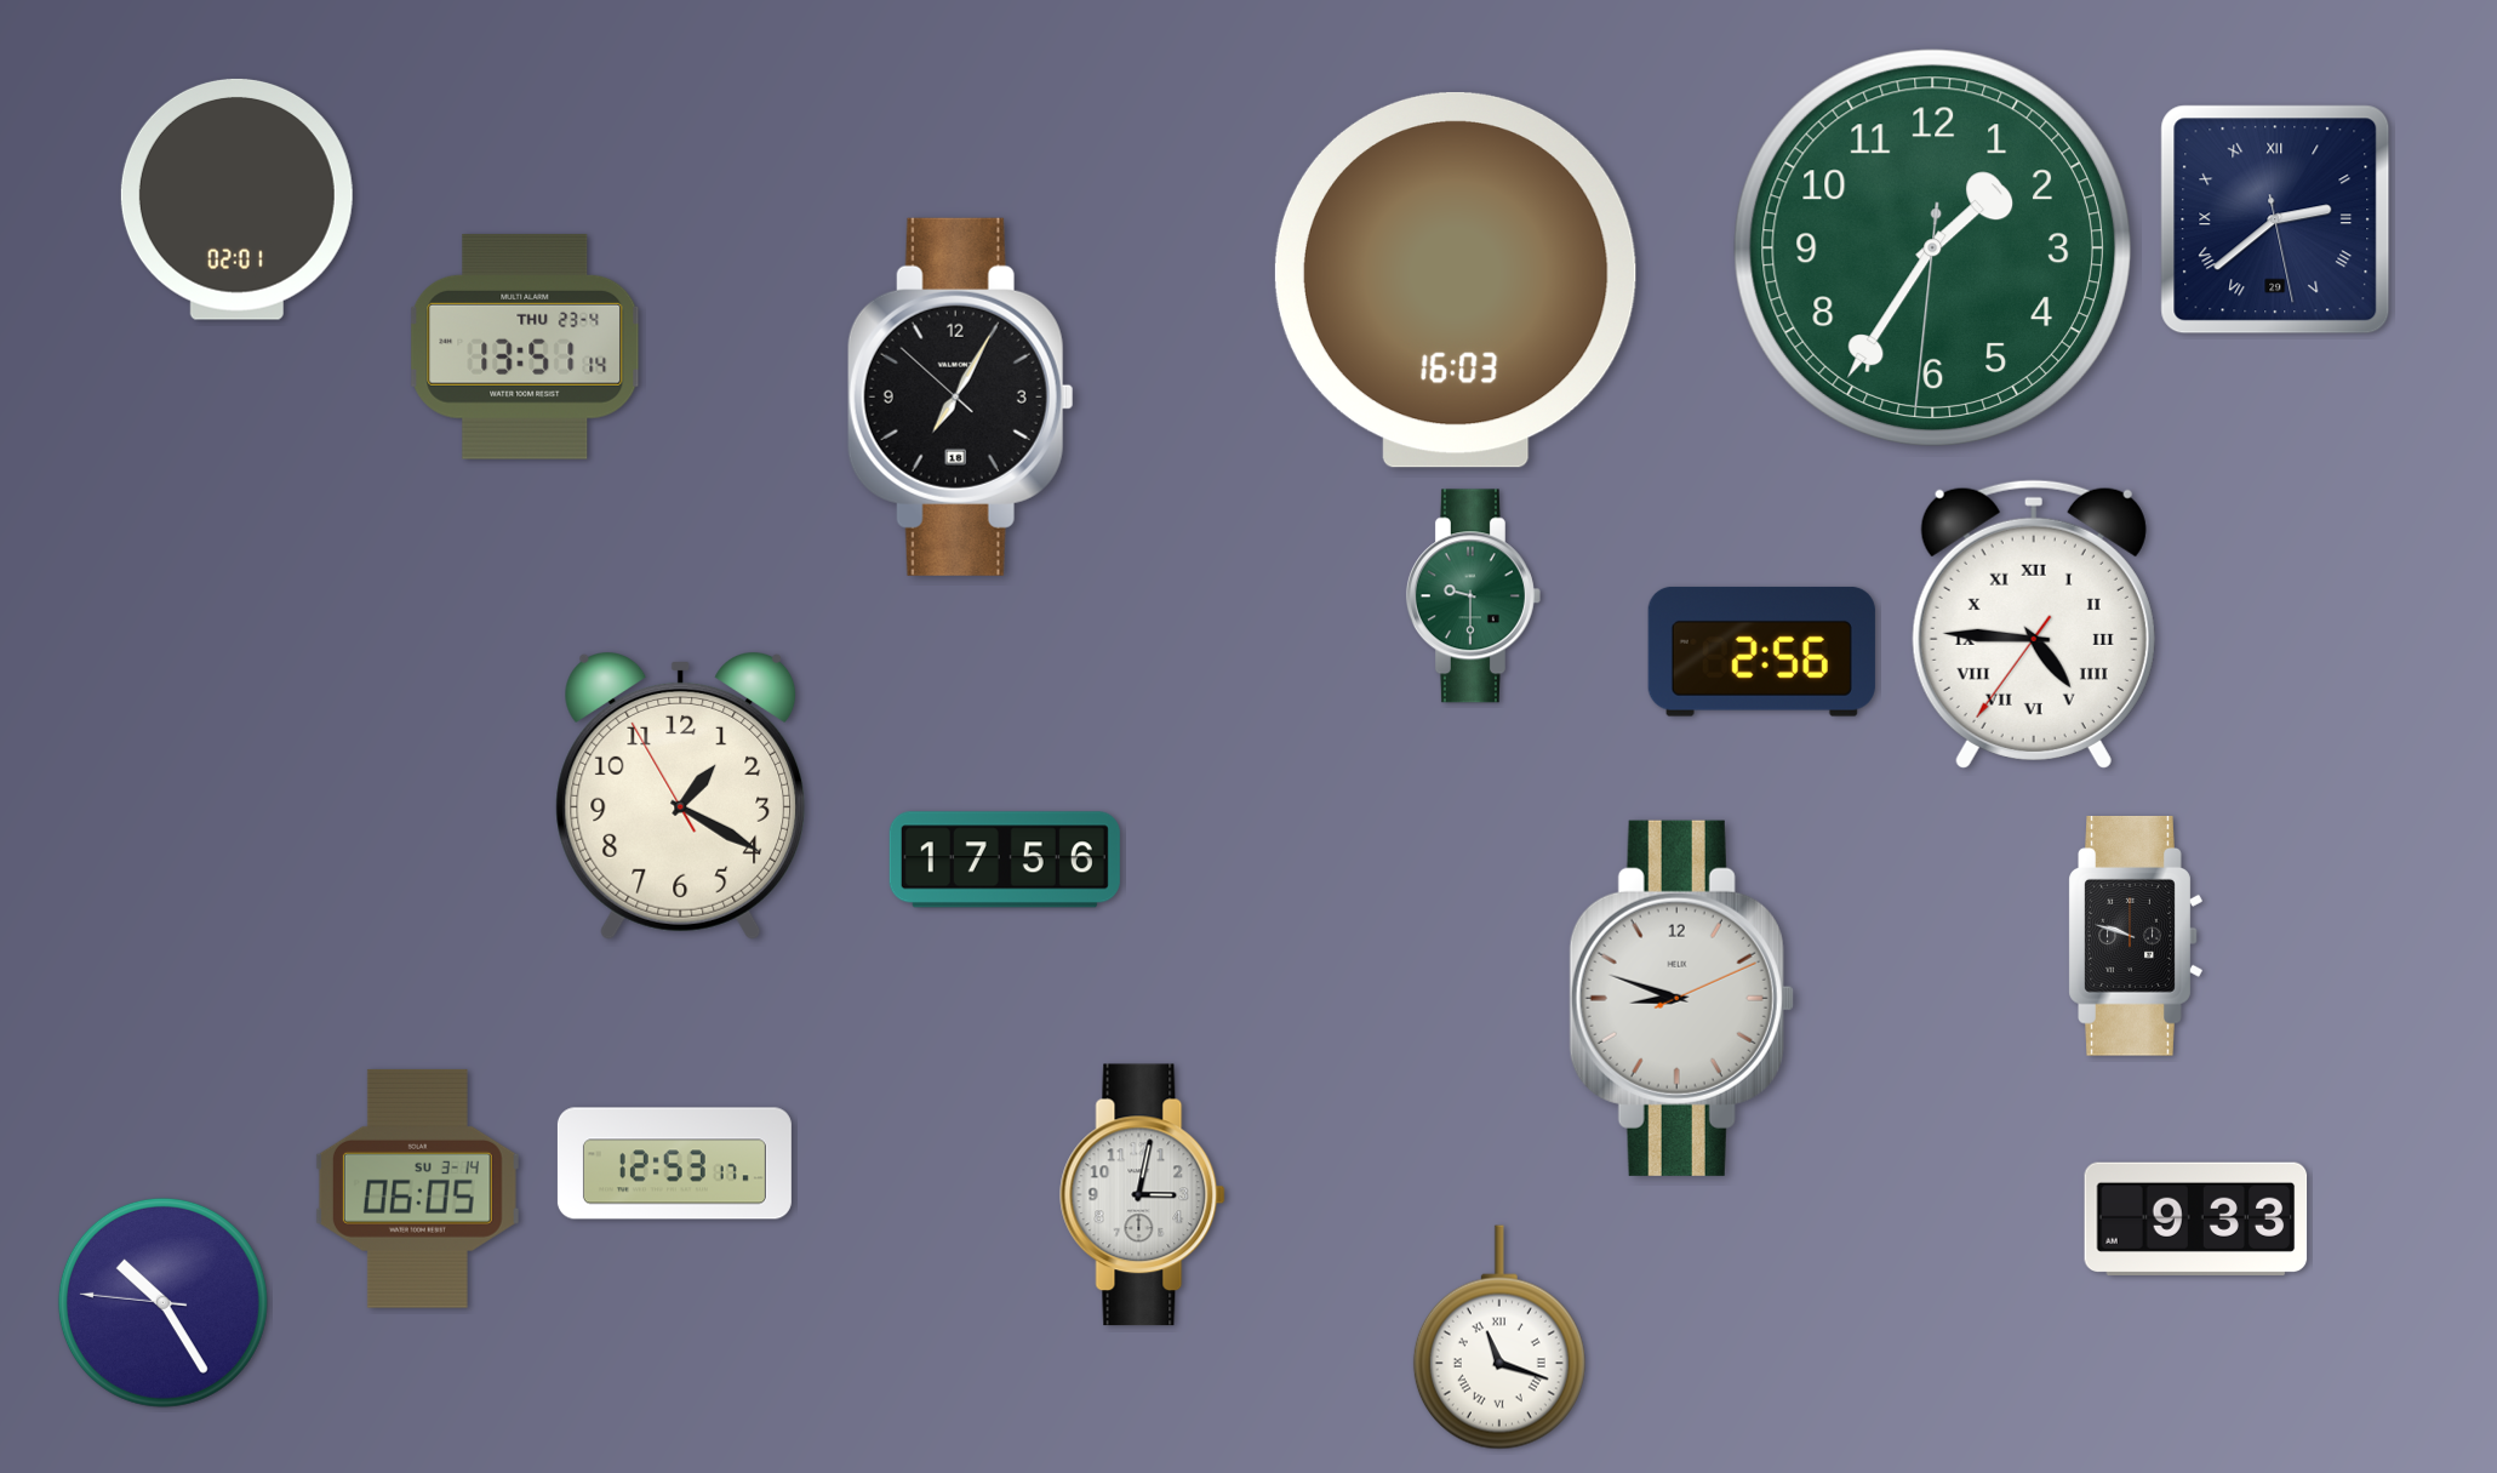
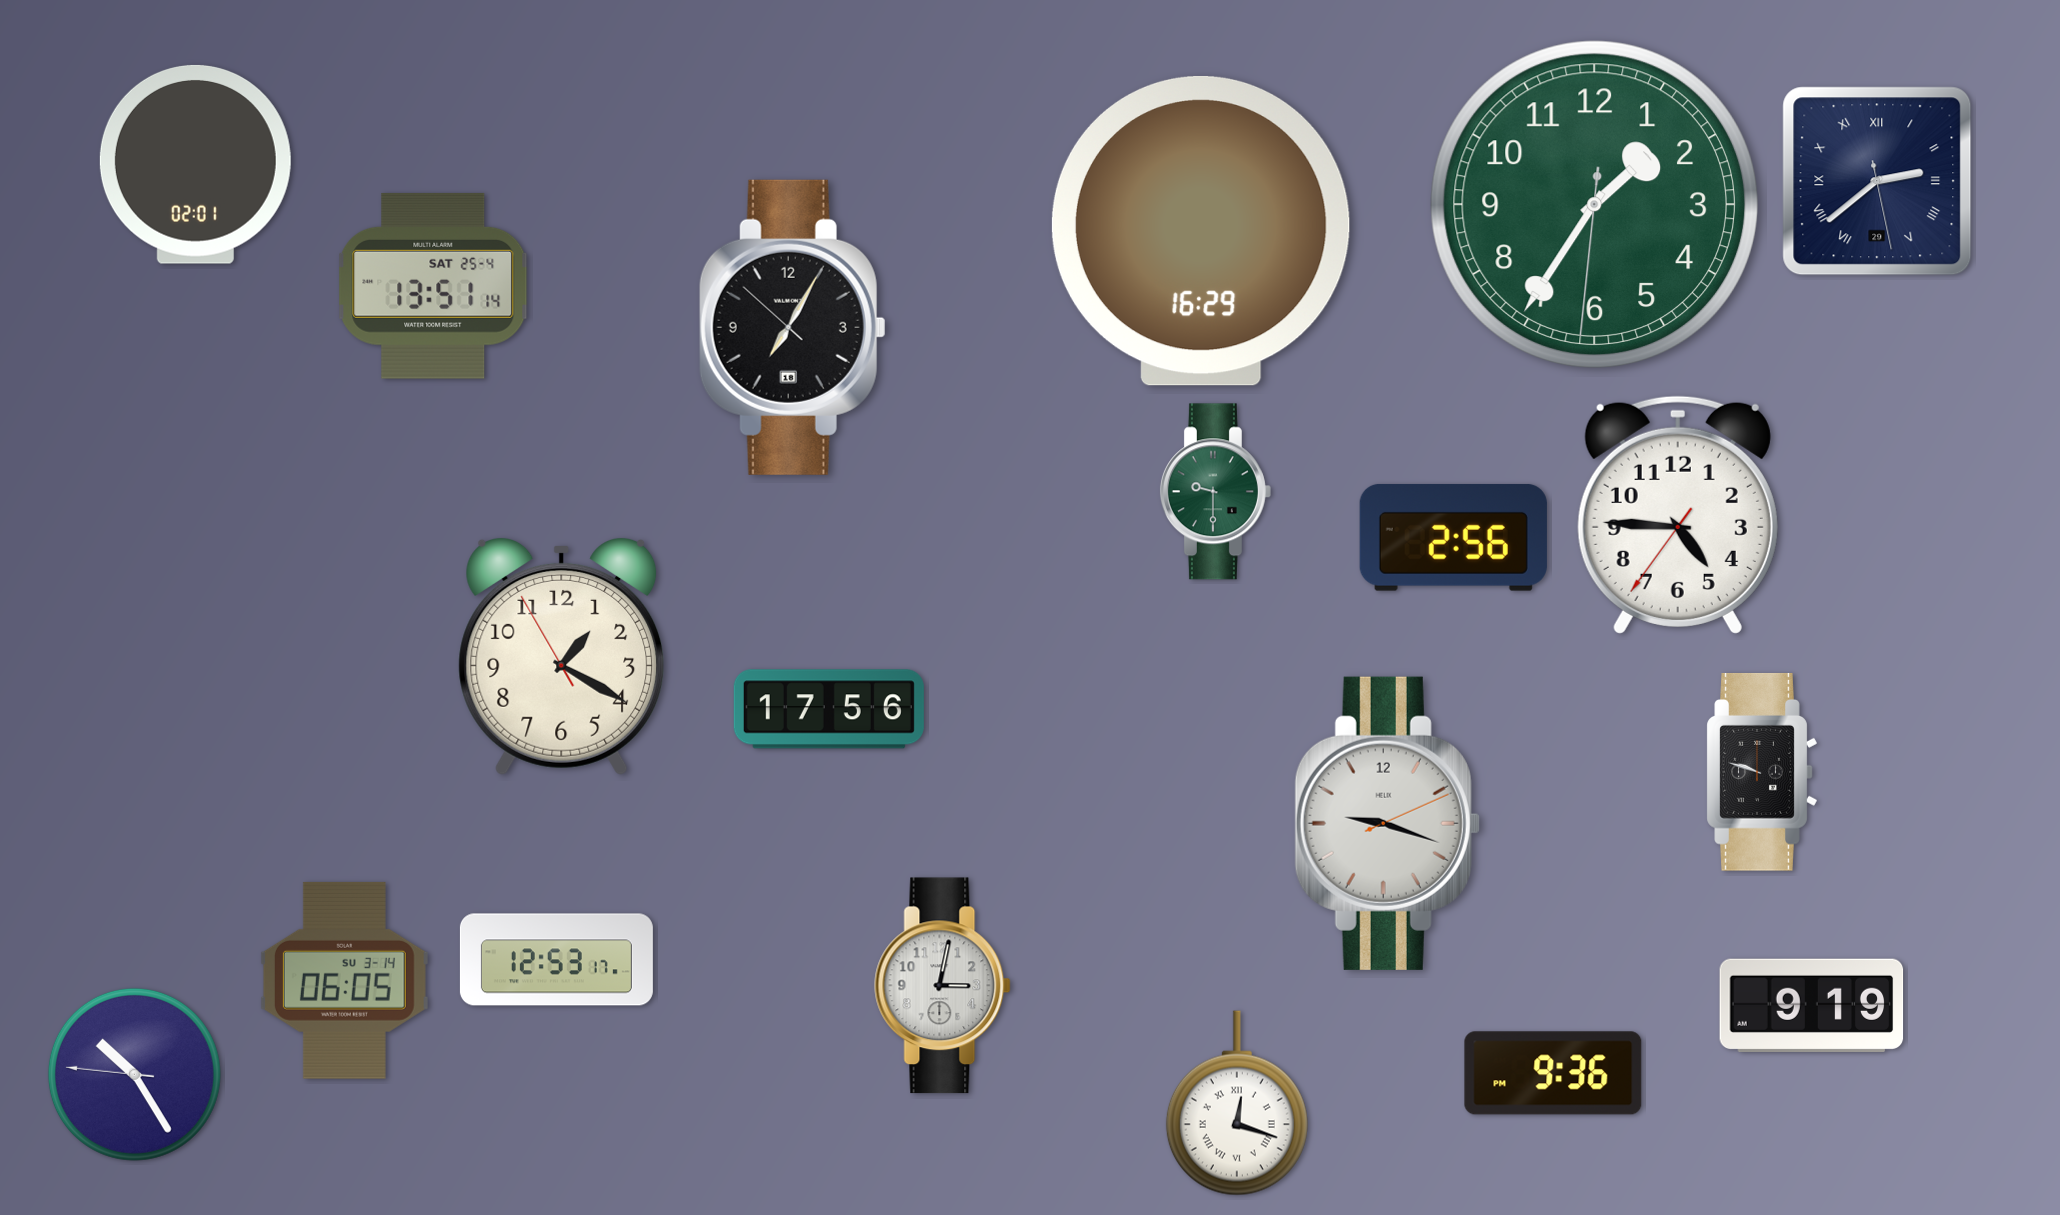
clock at (1456, 280): 16:03 -> 16:29
clock at (525, 347) date: THU 23-4 -> SAT 25-4
clock at (2034, 624) numerals: Roman -> Arabic
clock at (1681, 998): 8:48 -> 9:18
clock at (2196, 1218): 9:33 -> 9:19
clock at (1553, 1073): none -> 9:36
clock at (1499, 1337): 11:18 -> 12:18
